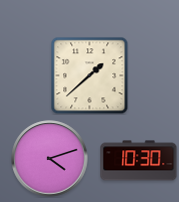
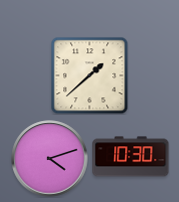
clock at (139, 161) position: (139, 161) -> (131, 157)
